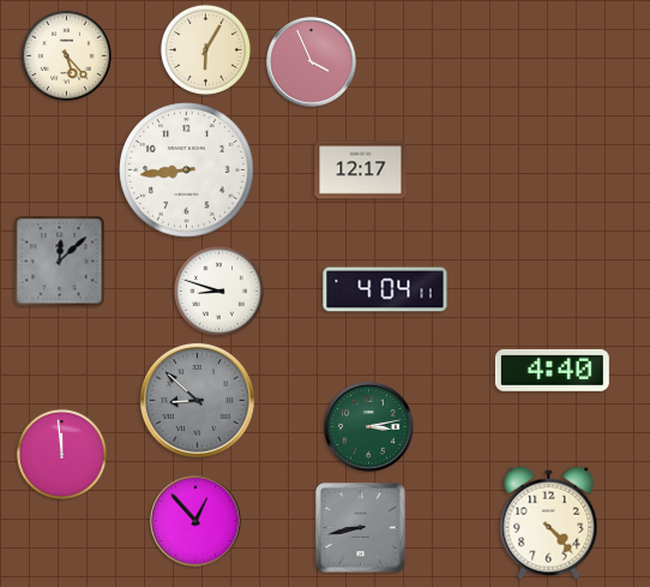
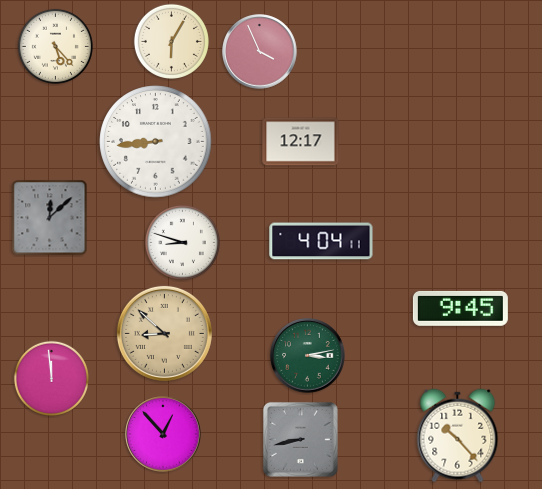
clock at (552, 370): 4:40 -> 9:45
clock at (197, 400) dial: grey -> champagne
clock at (549, 523): 4:23 -> 10:23
